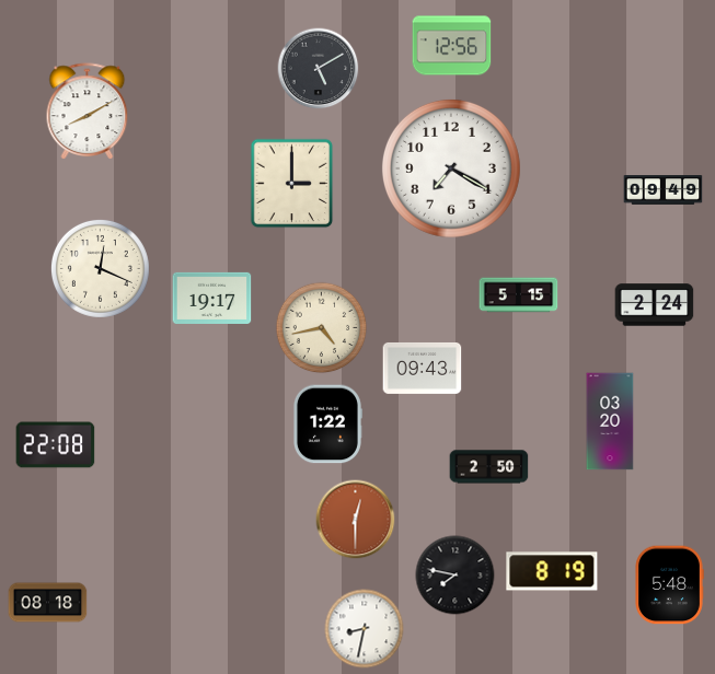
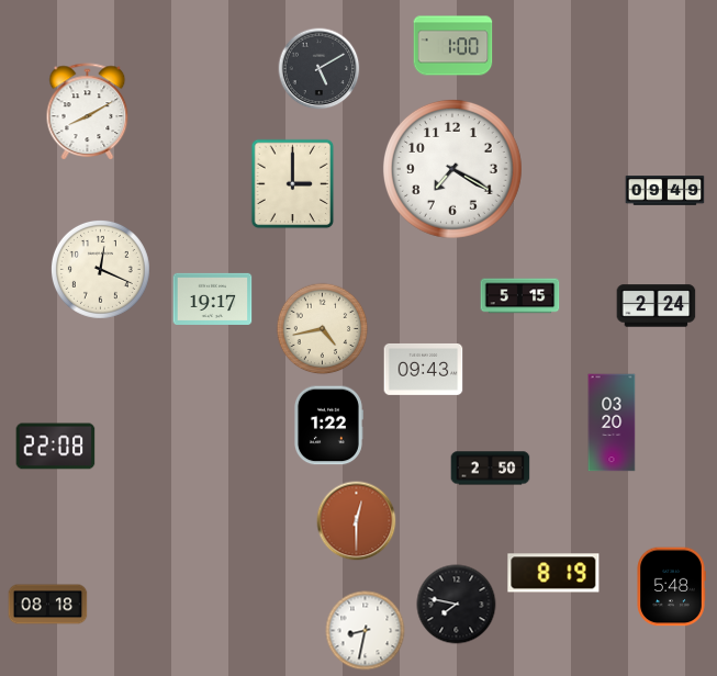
clock at (452, 46): 12:56 -> 1:00
clock at (455, 576) position: (455, 576) -> (457, 605)
